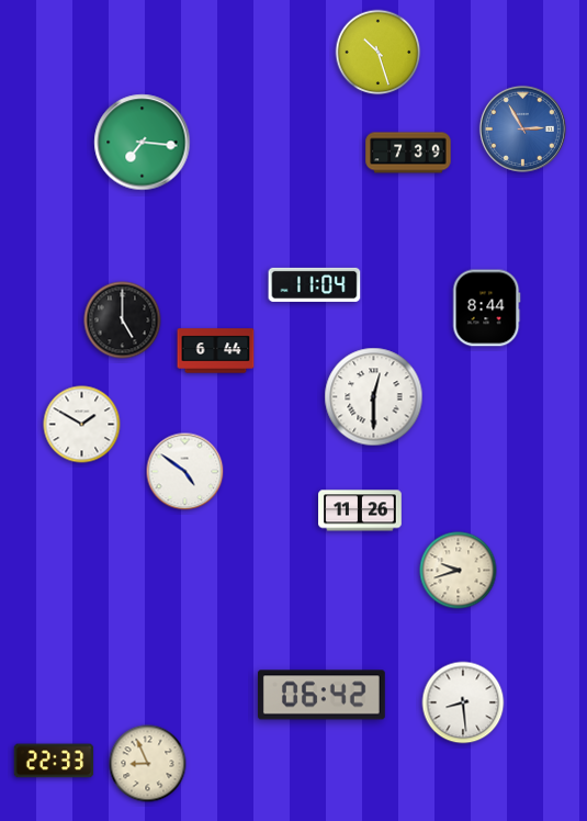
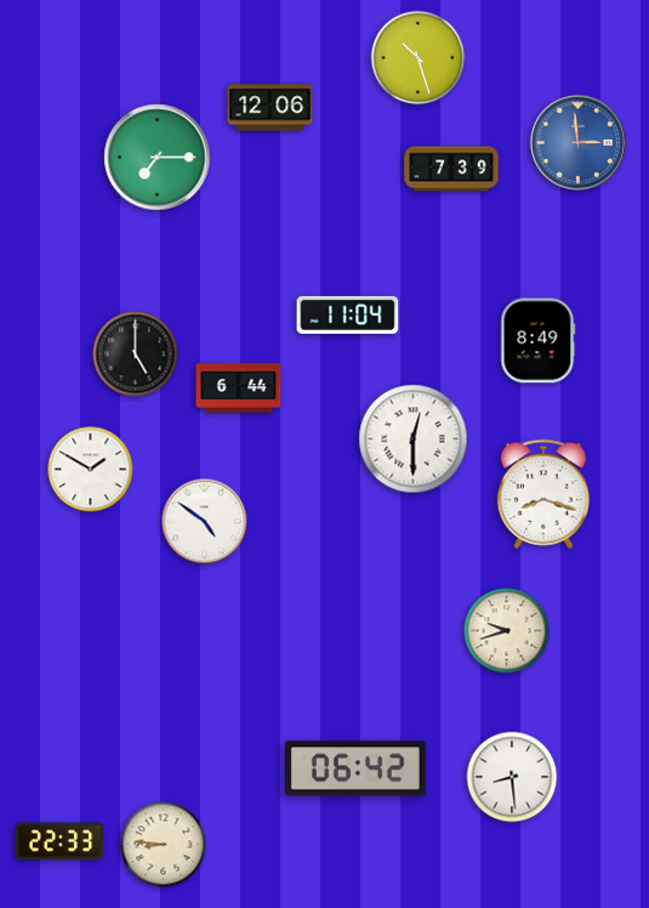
clock at (271, 108): none -> 12:06
clock at (522, 128): 2:55 -> 2:59
clock at (143, 143): 7:16 -> 7:15
clock at (486, 308): 8:44 -> 8:49
clock at (543, 494): none -> 8:18
clock at (360, 510): 11:26 -> none
clock at (148, 764): 8:56 -> 8:46
